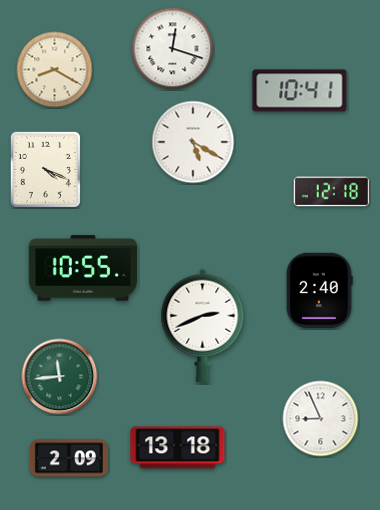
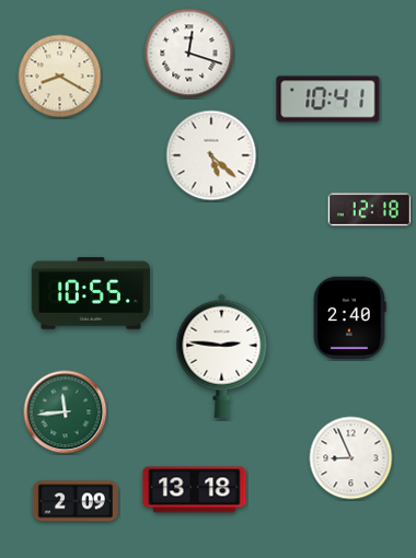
clock at (193, 142): 5:20 -> 5:22
clock at (45, 169): 4:19 -> none
clock at (332, 192) position: (332, 192) -> (370, 210)
clock at (203, 325): 2:41 -> 2:46
